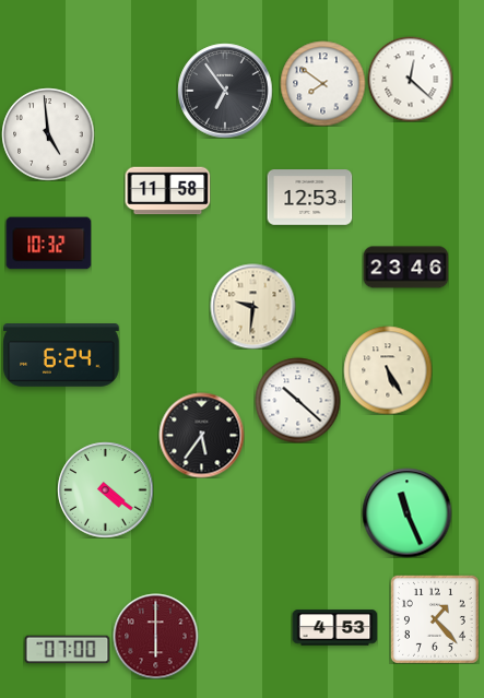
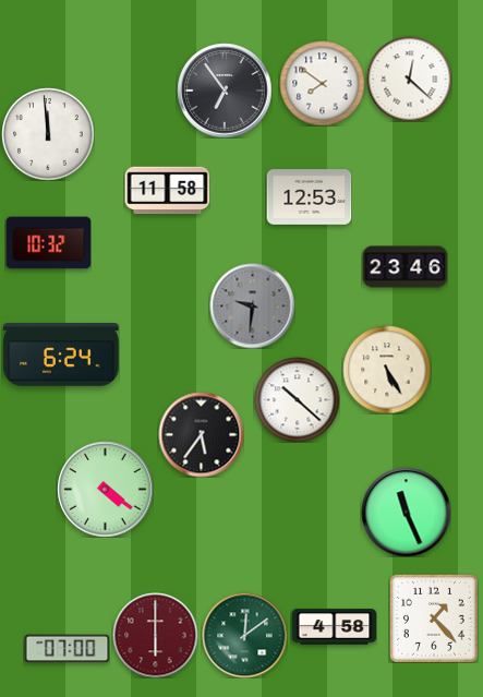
clock at (48, 134): 4:59 -> 11:59
clock at (252, 306) dial: cream -> grey
clock at (334, 628): 4:53 -> 4:58
clock at (244, 635): none -> 12:09
